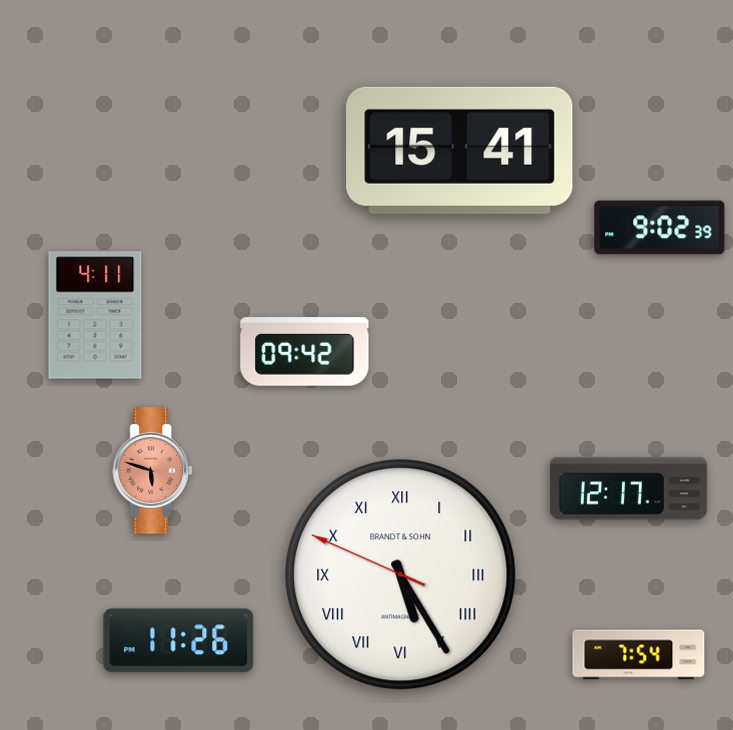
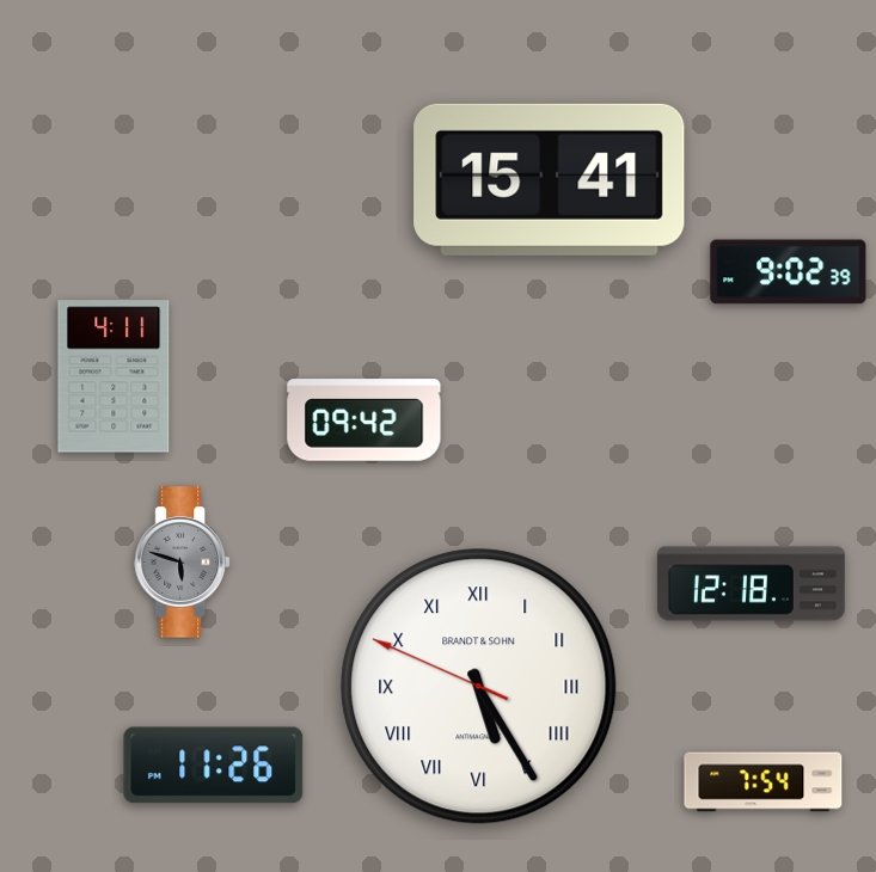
clock at (152, 471) dial: salmon -> grey
clock at (629, 489): 12:17 -> 12:18
